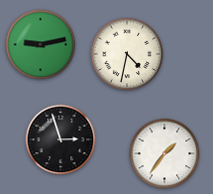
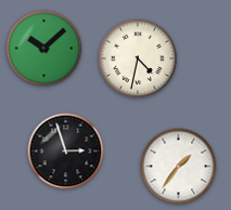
clock at (41, 45): 9:13 -> 10:08
